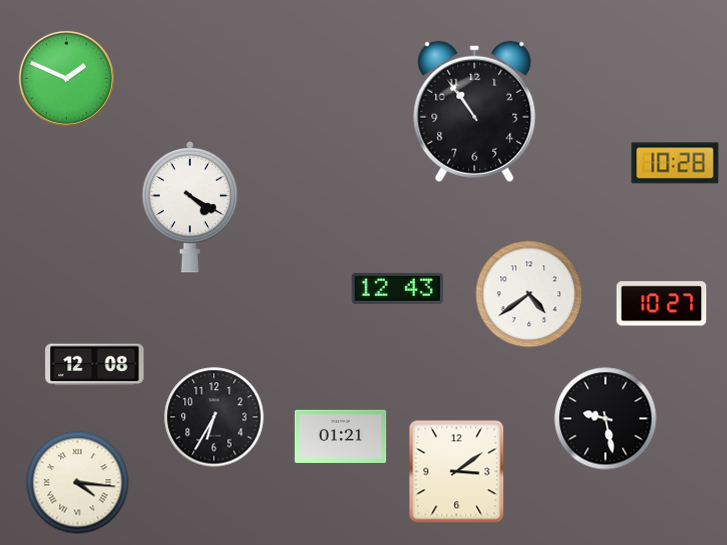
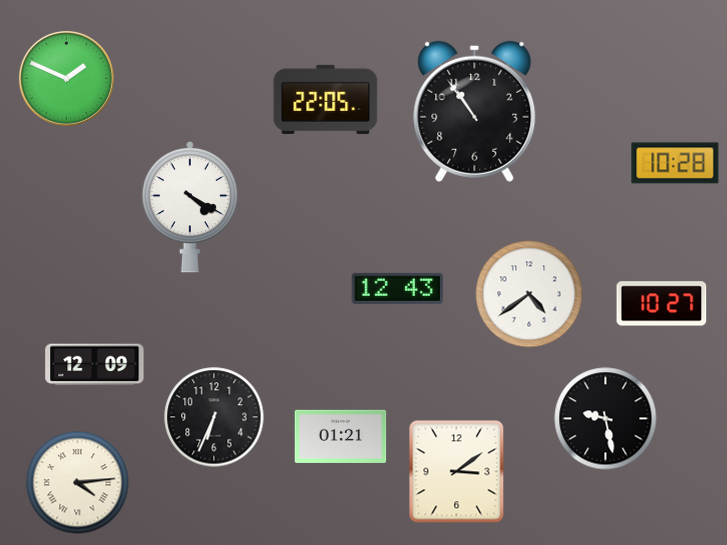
clock at (326, 99): none -> 22:05
clock at (95, 365): 12:08 -> 12:09
clock at (214, 417): 6:35 -> 6:34
clock at (78, 483): 4:16 -> 4:14
